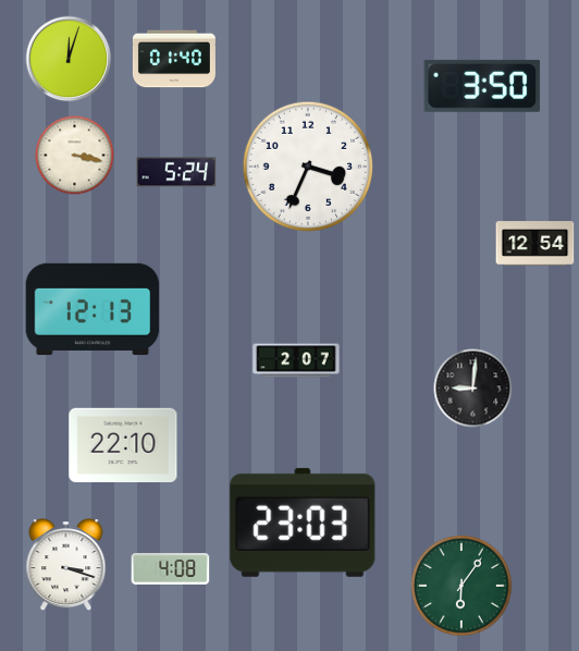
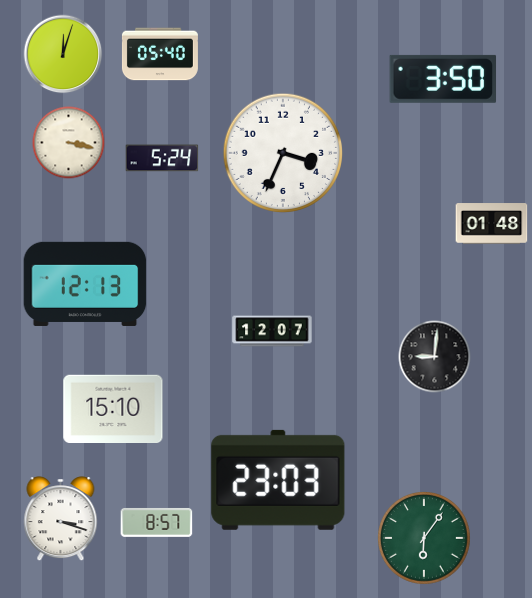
clock at (174, 59): 01:40 -> 05:40
clock at (535, 244): 12:54 -> 01:48
clock at (296, 360): 2:07 -> 12:07
clock at (123, 444): 22:10 -> 15:10
clock at (171, 568): 4:08 -> 8:57
